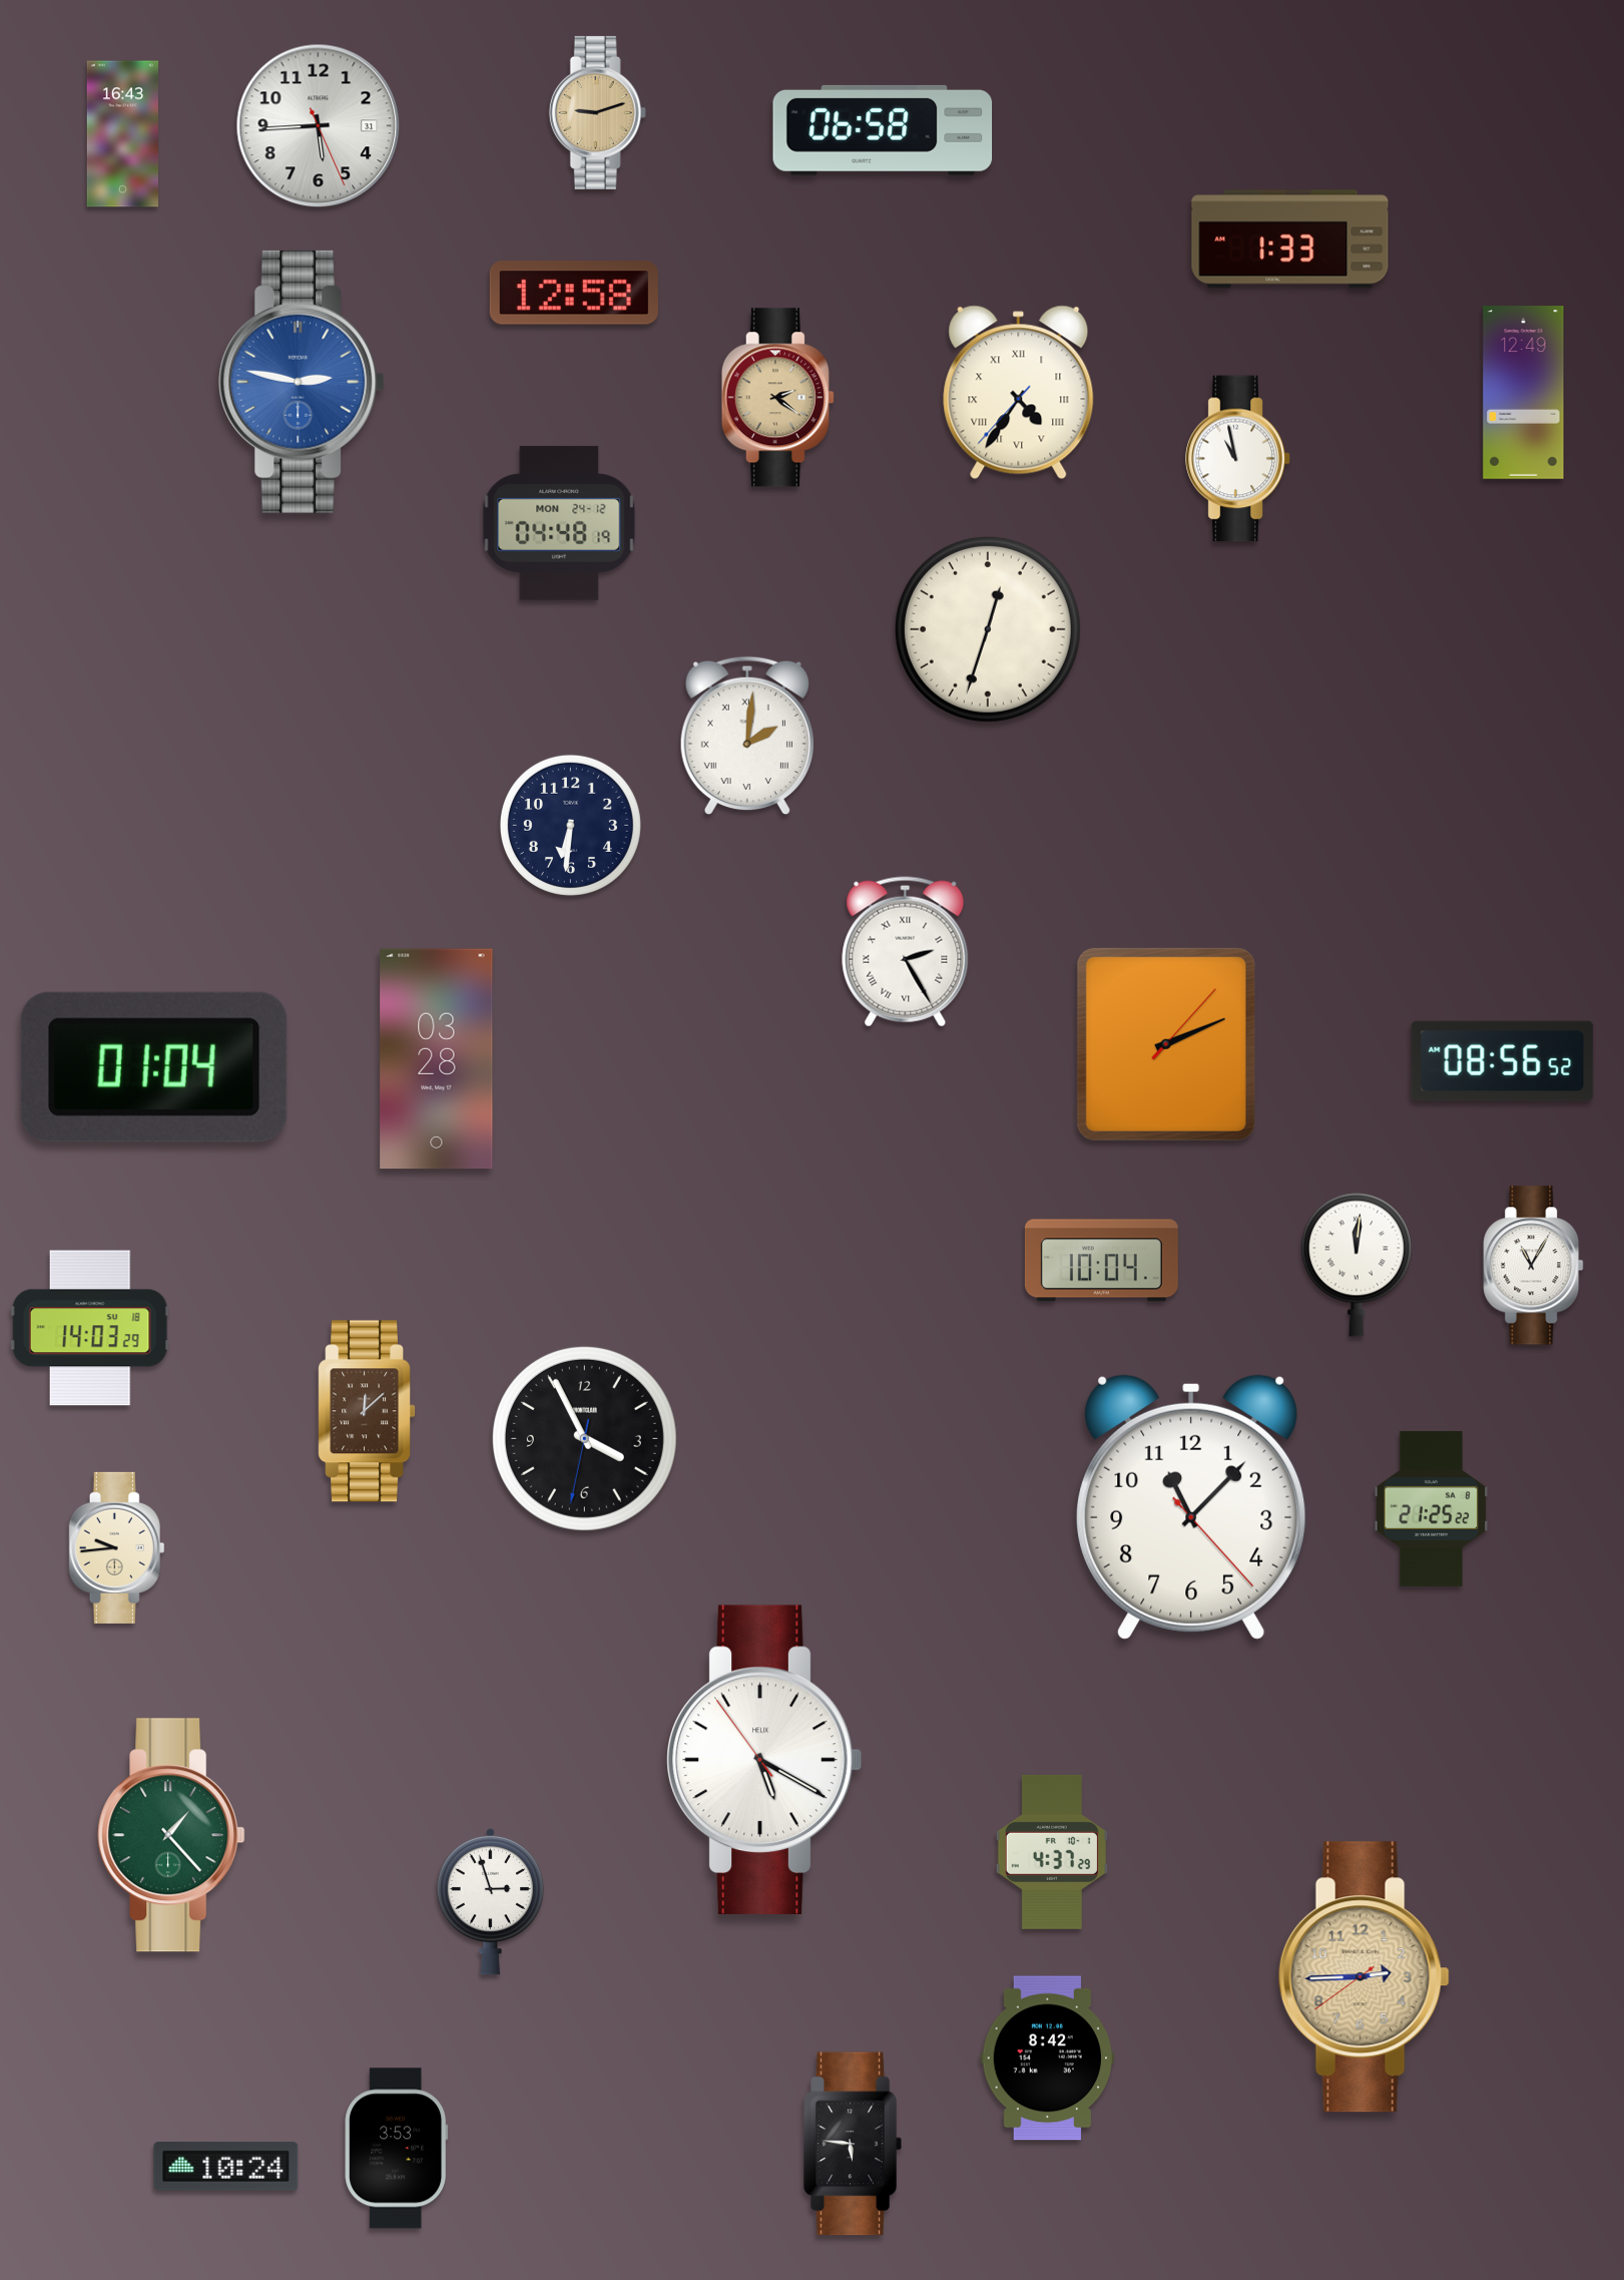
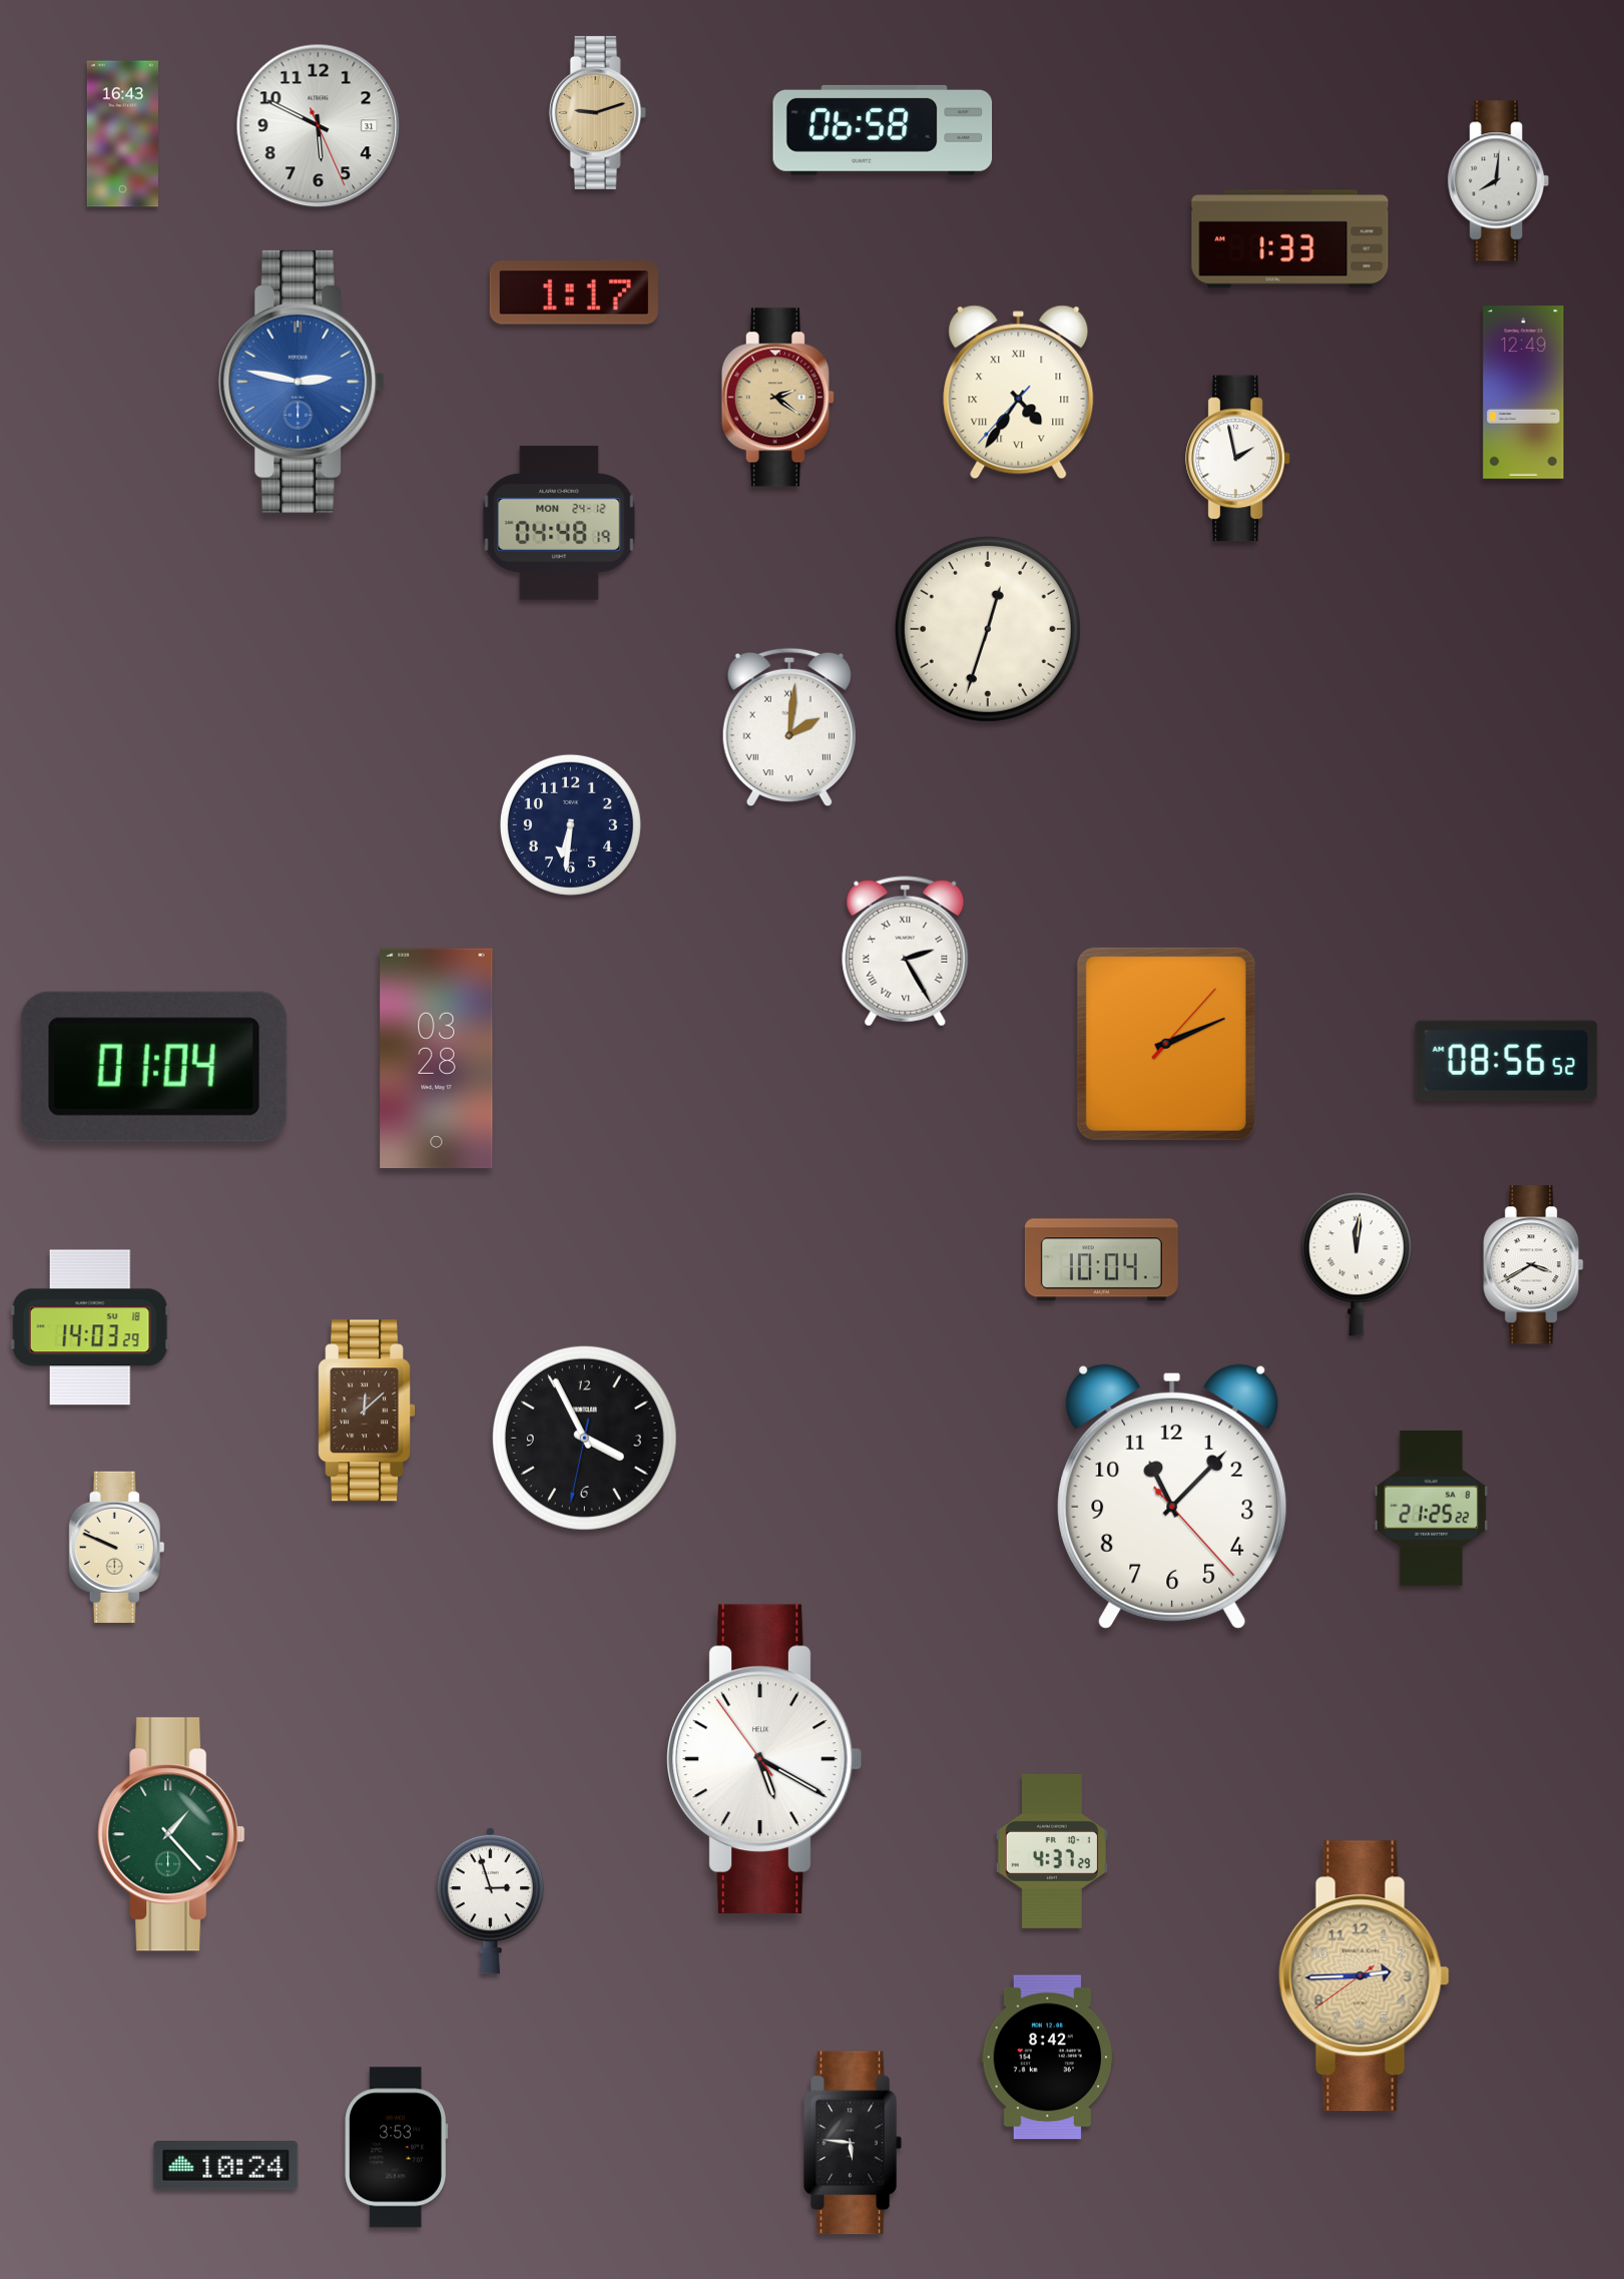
clock at (319, 126): 5:44 -> 5:49
clock at (1499, 181): none -> 8:01
clock at (574, 293): 12:58 -> 1:17
clock at (1238, 459): 10:58 -> 1:58
clock at (747, 736) position: (747, 736) -> (789, 727)
clock at (1503, 1061) position: (1503, 1061) -> (1507, 1061)
clock at (1534, 1266): 11:05 -> 3:40
clock at (1191, 1507) position: (1191, 1507) -> (1172, 1497)
clock at (117, 1547): 9:44 -> 9:49
